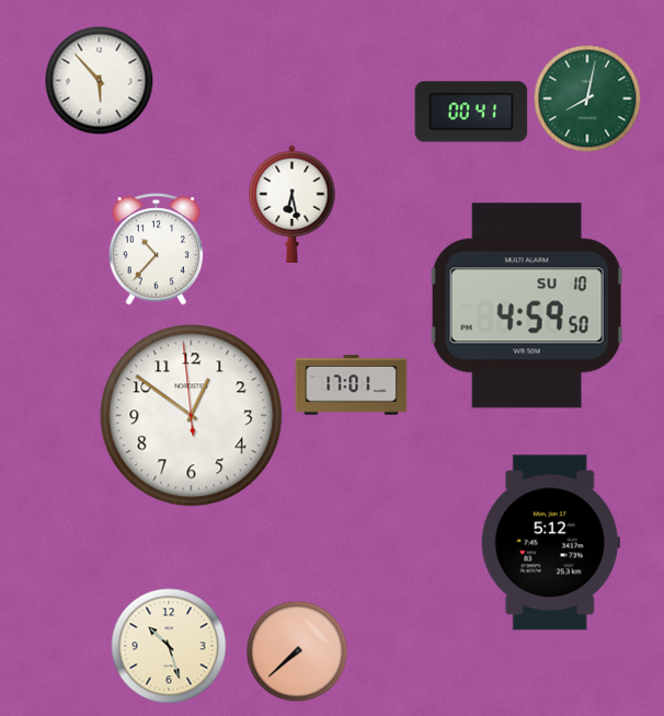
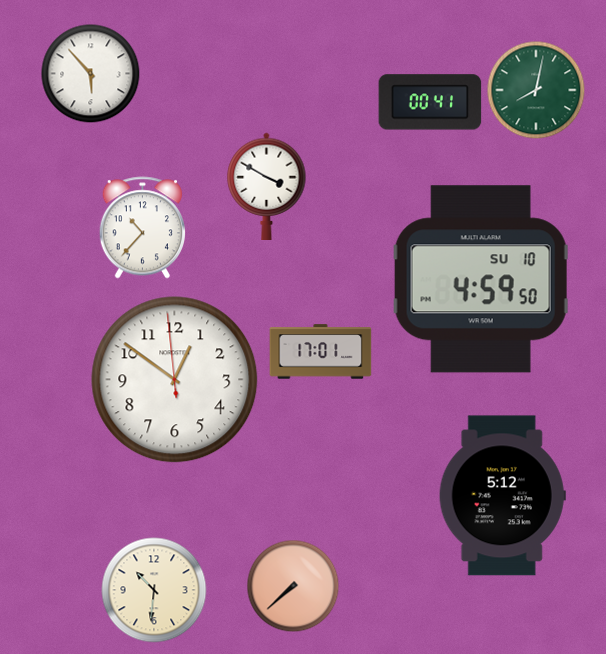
clock at (293, 204): 6:28 -> 3:50
clock at (169, 646): 10:27 -> 10:31
clock at (297, 651) position: (297, 651) -> (293, 586)
